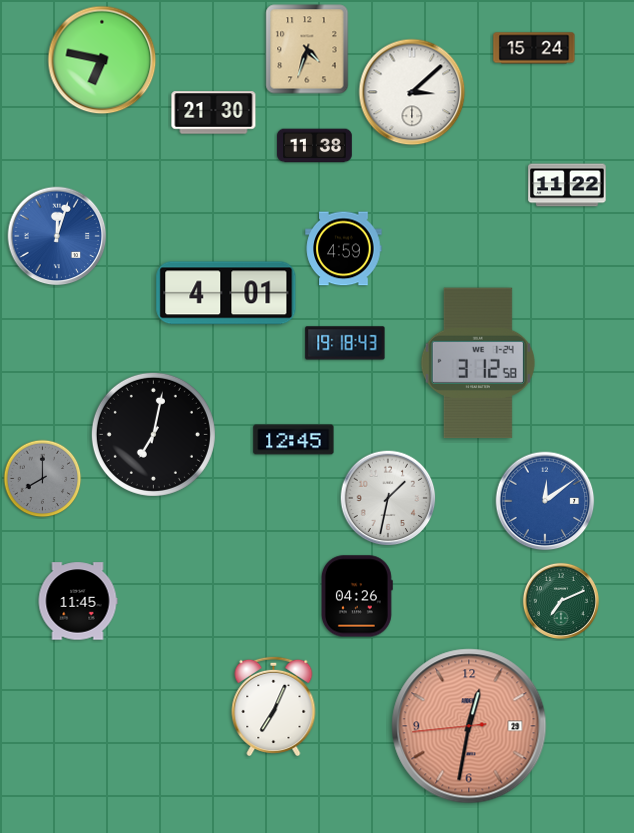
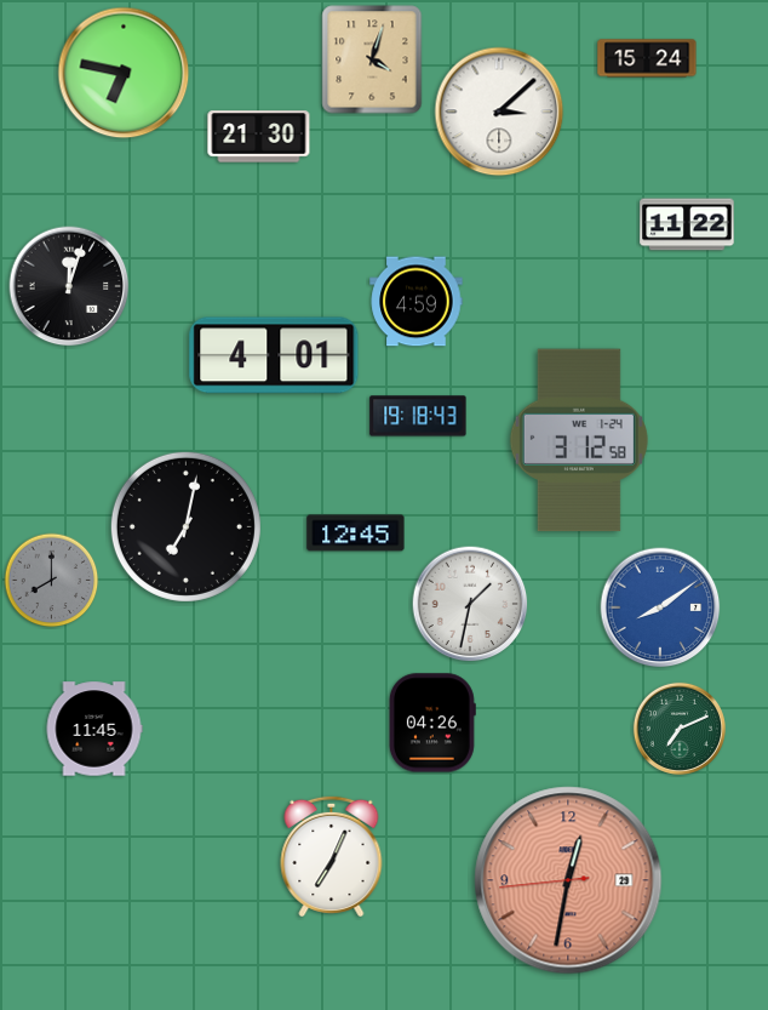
clock at (307, 49): 4:33 -> 4:03
clock at (315, 146): 11:38 -> none
clock at (57, 236) dial: blue -> black
clock at (545, 501): 12:09 -> 8:09
